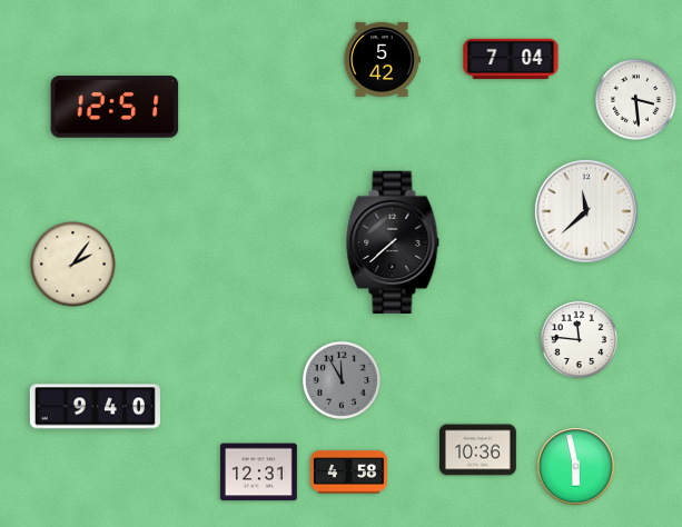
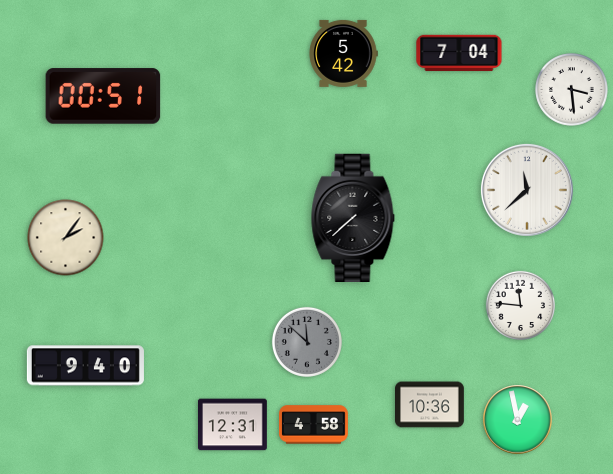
clock at (115, 107): 12:51 -> 00:51
clock at (342, 380): 11:55 -> 11:52
clock at (576, 467): 5:58 -> 12:58
